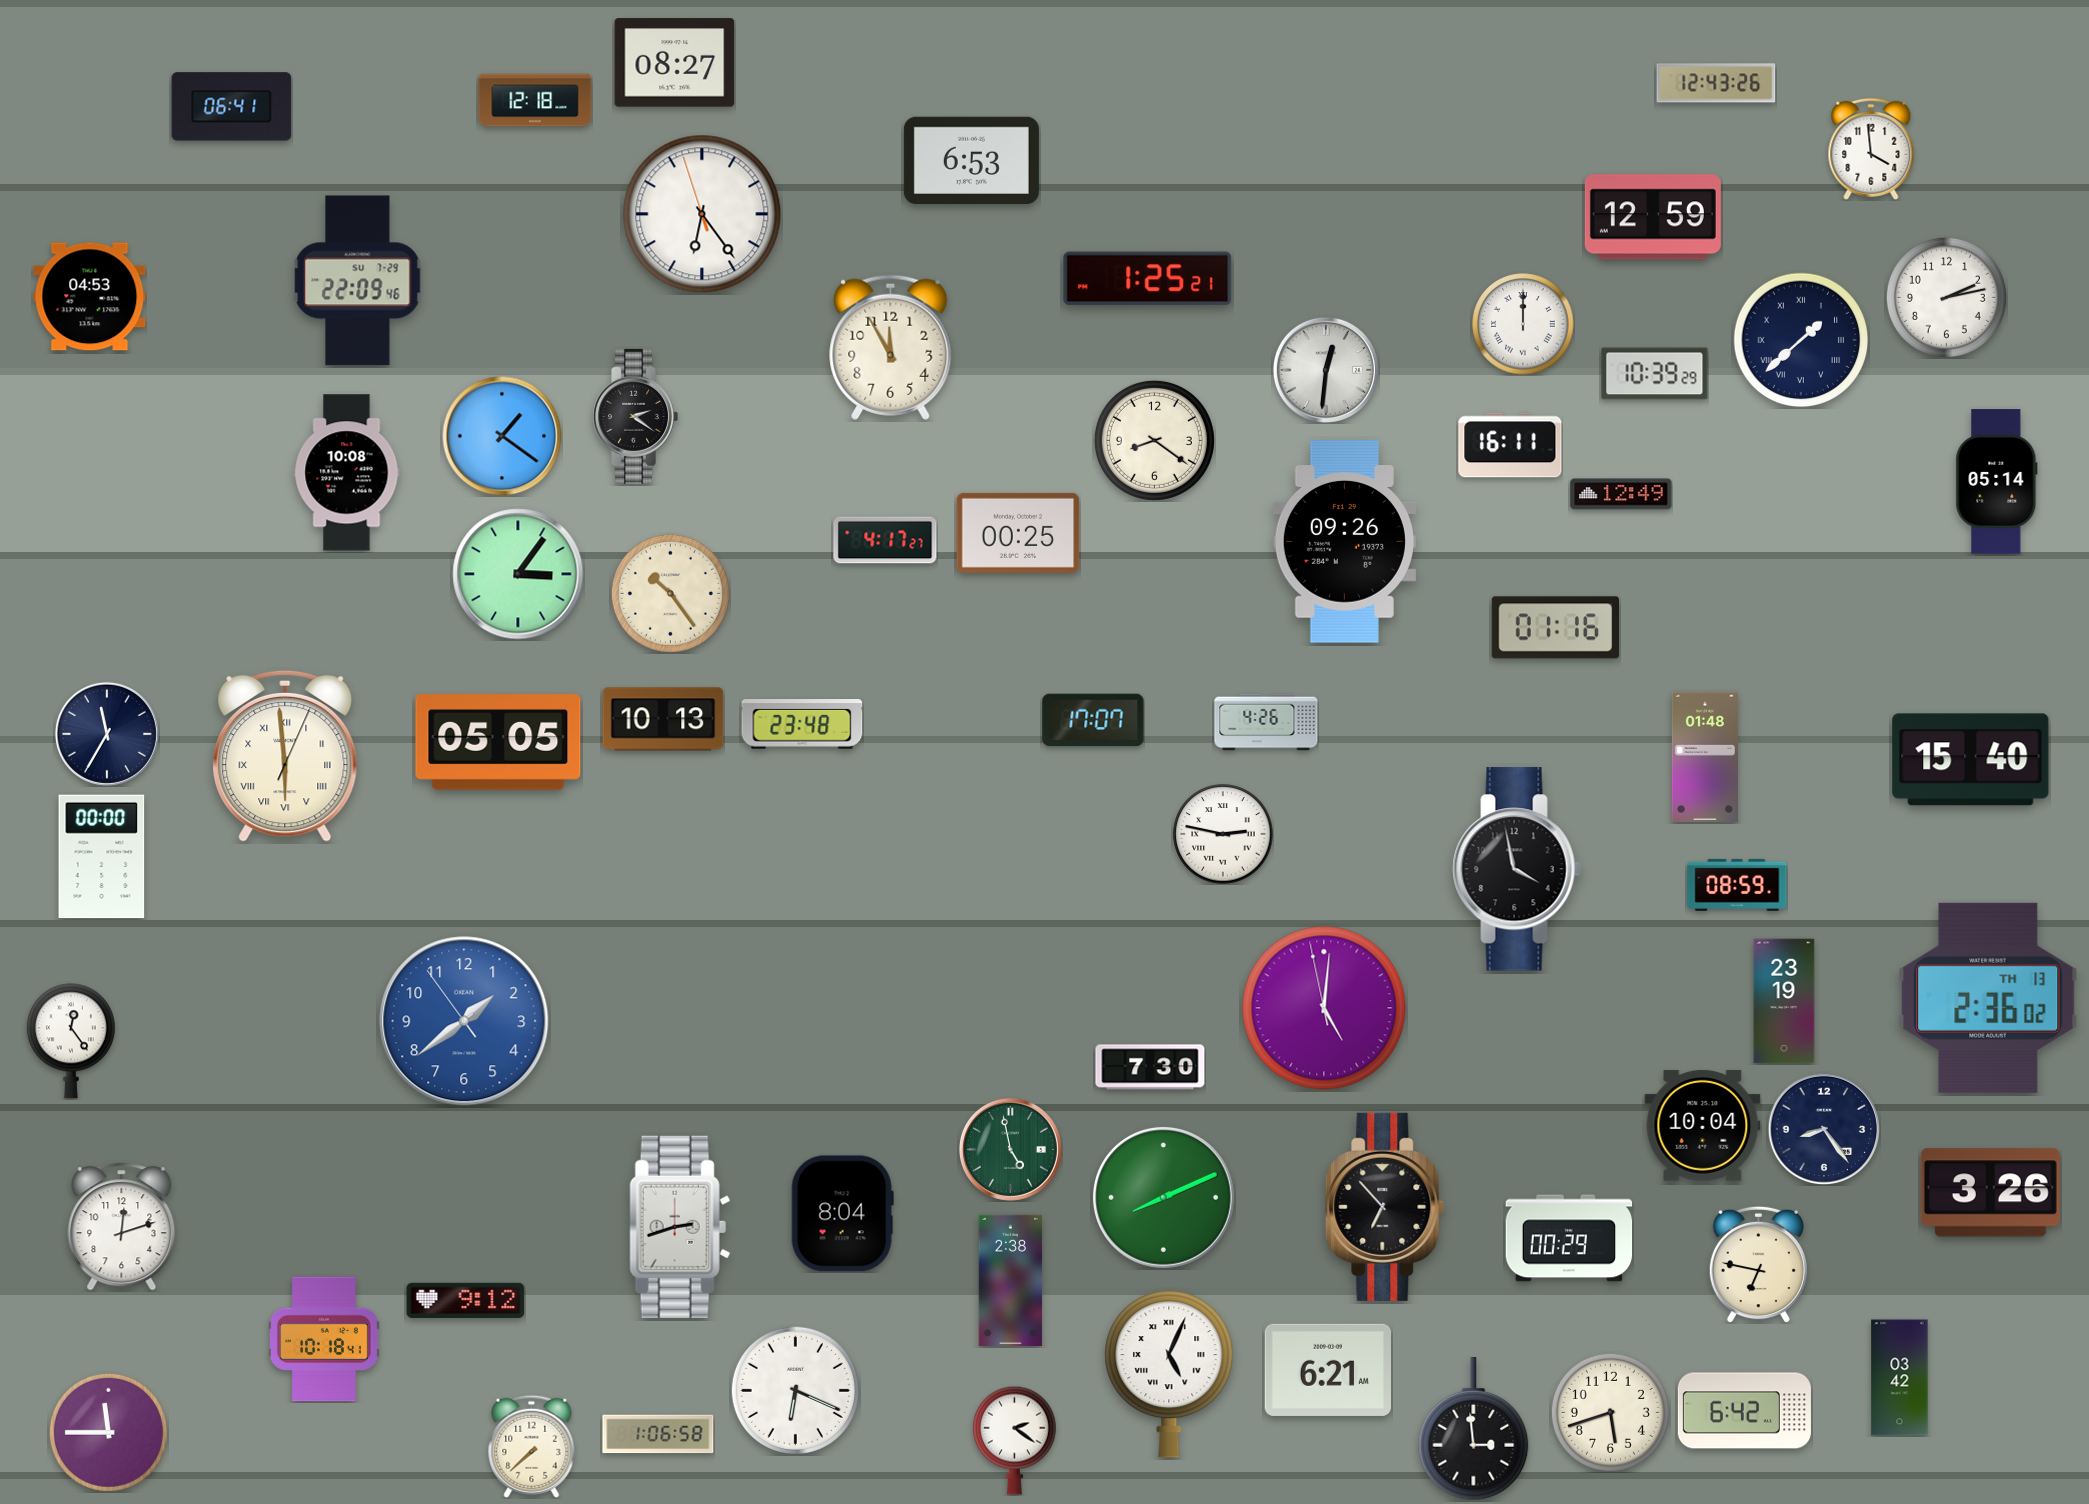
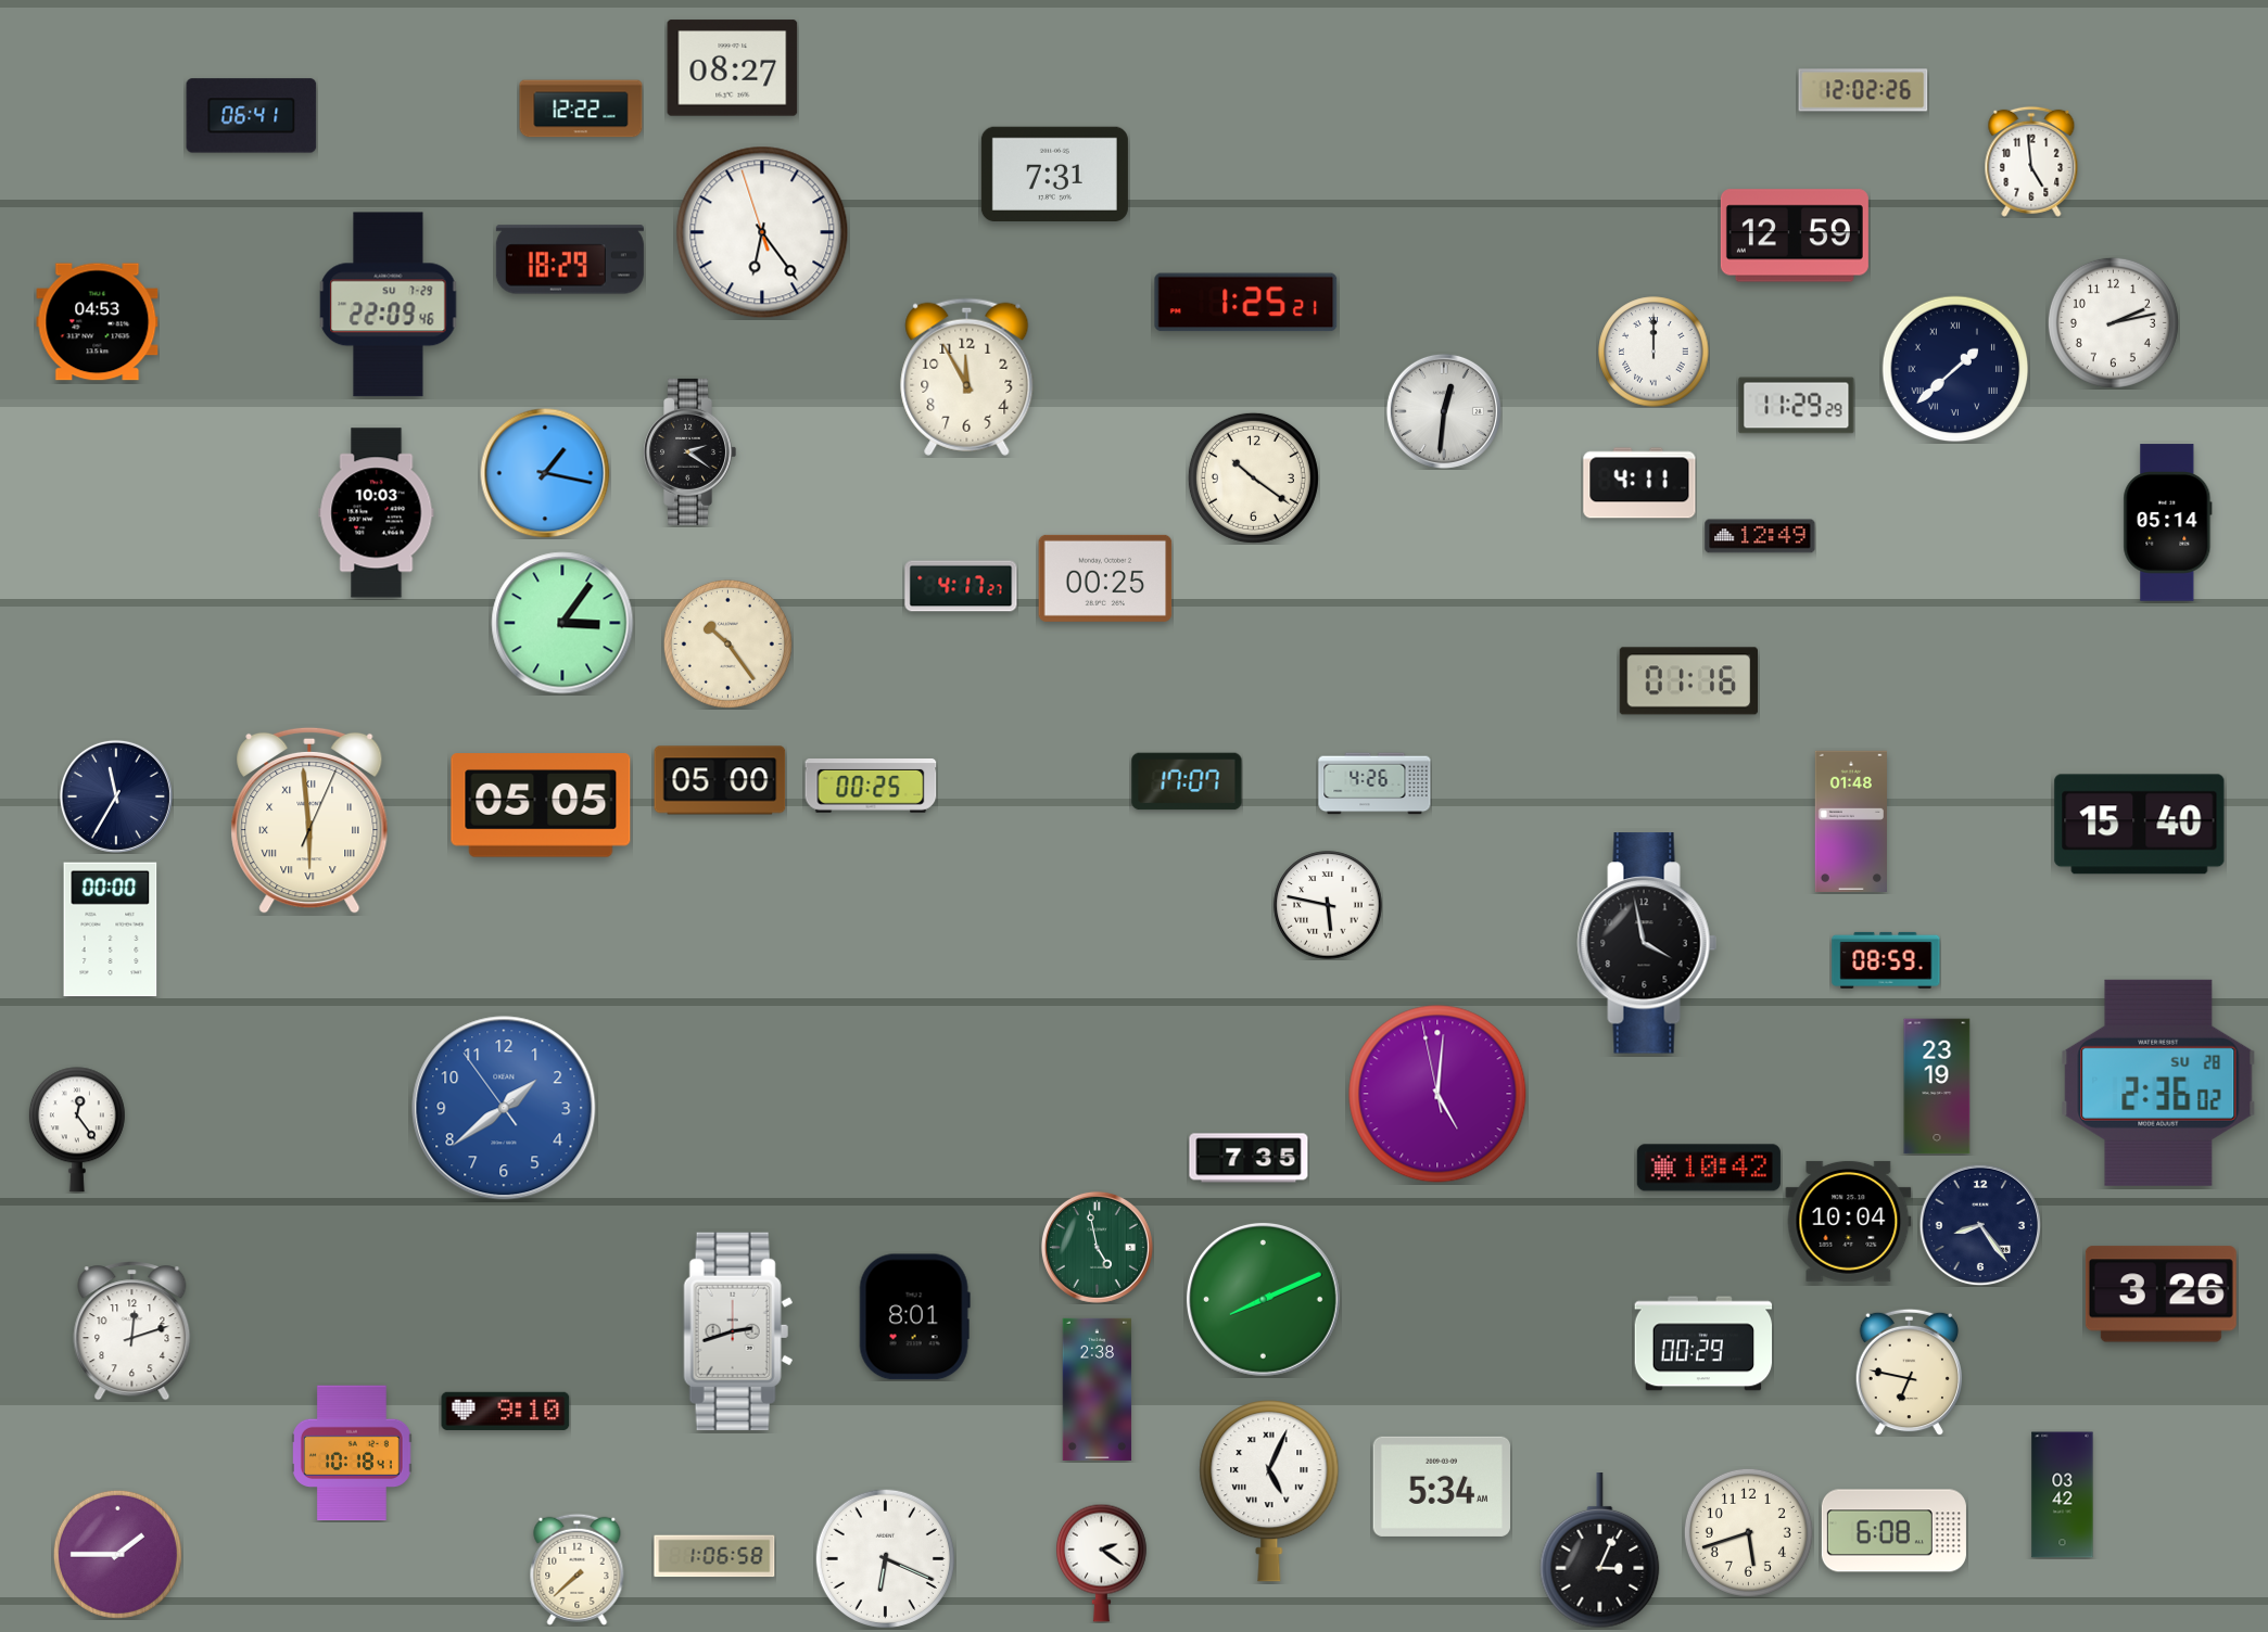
clock at (1716, 83): 12:43 -> 12:02
clock at (535, 100): 12:18 -> 12:22
clock at (1871, 149): 3:59 -> 4:59
clock at (971, 160): 6:53 -> 7:31
clock at (570, 259): none -> 18:29
clock at (1326, 370) position: (1326, 370) -> (1444, 411)
clock at (1655, 374): 10:39 -> 11:29
clock at (502, 436): 1:21 -> 1:17
clock at (1154, 440): 8:21 -> 10:21
clock at (1510, 445): 16:11 -> 4:11
clock at (347, 473): 10:08 -> 10:03
clock at (1344, 542): 09:26 -> none
clock at (663, 719): 10:13 -> 05:00
clock at (802, 725): 23:48 -> 00:25
clock at (1223, 834): 2:47 -> 5:47
clock at (1988, 998) date: TH 13 -> SU 28
clock at (1150, 1067): 7:30 -> 7:35
clock at (1709, 1168): none -> 10:42
clock at (1385, 1207): 6:53 -> none
clock at (842, 1214): 8:04 -> 8:01
clock at (466, 1300): 9:12 -> 9:10
clock at (1327, 1370): 6:21 -> 5:34
clock at (795, 1390) position: (795, 1390) -> (885, 1558)
clock at (1744, 1411): 6:42 -> 6:08
clock at (1474, 1430): 2:59 -> 3:04
clock at (108, 1432): 11:45 -> 1:45
